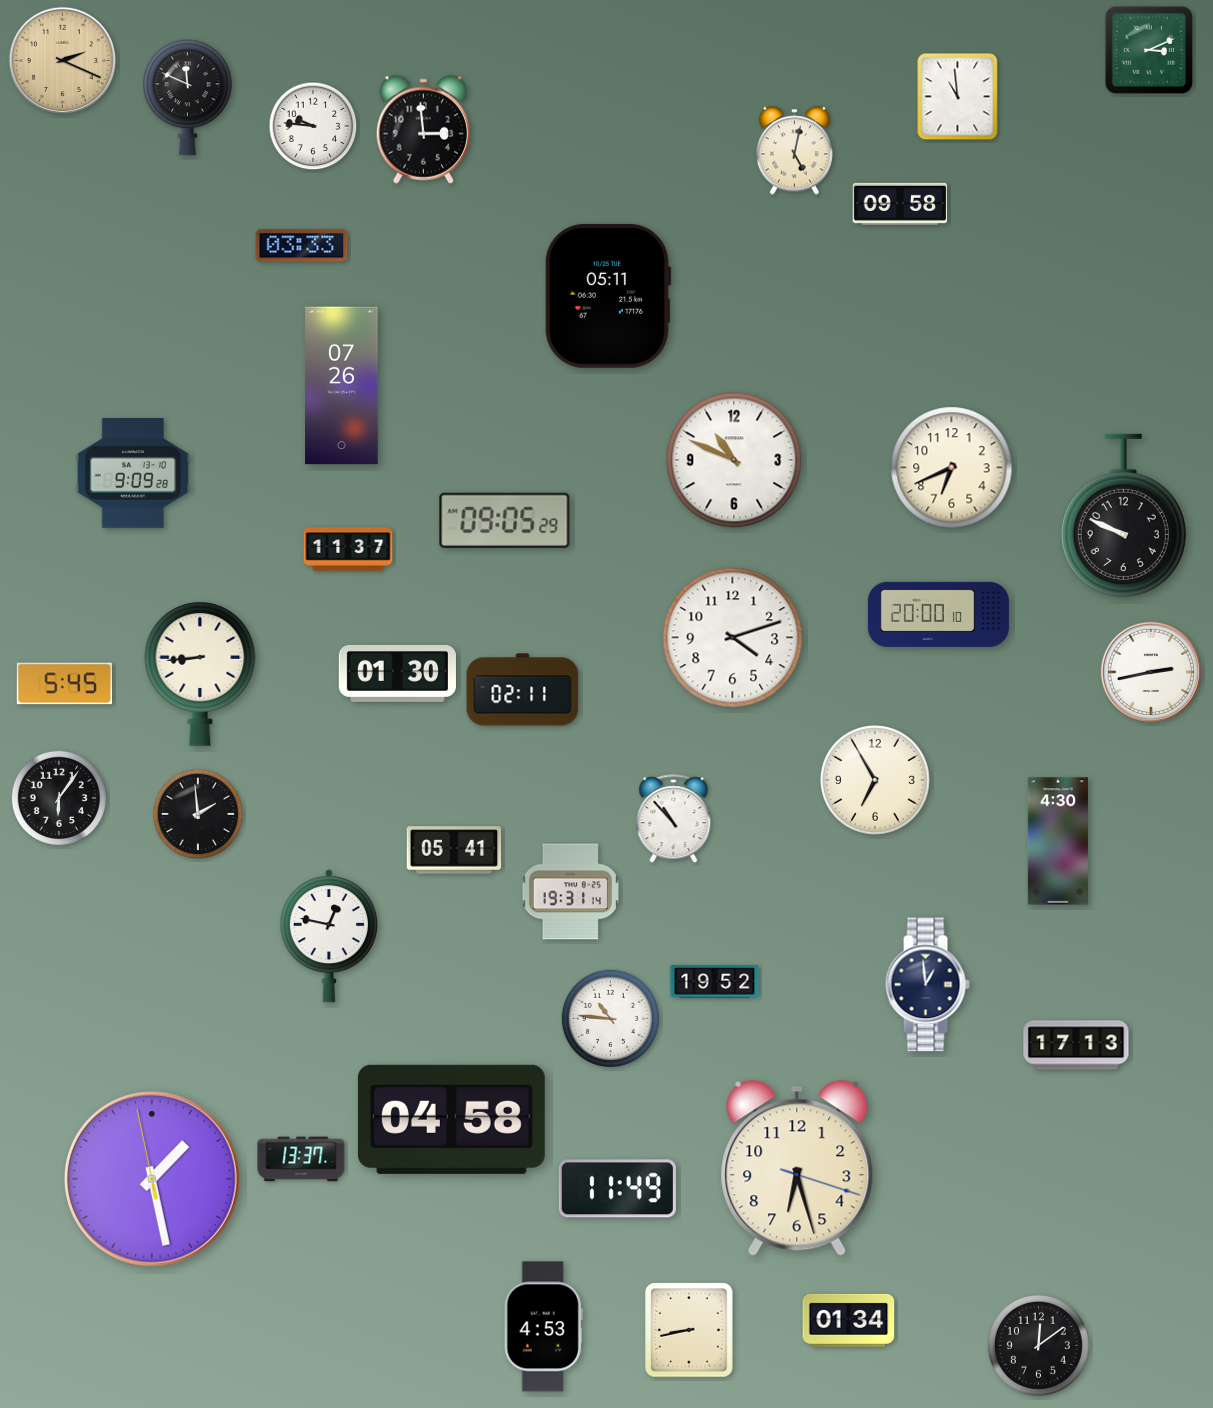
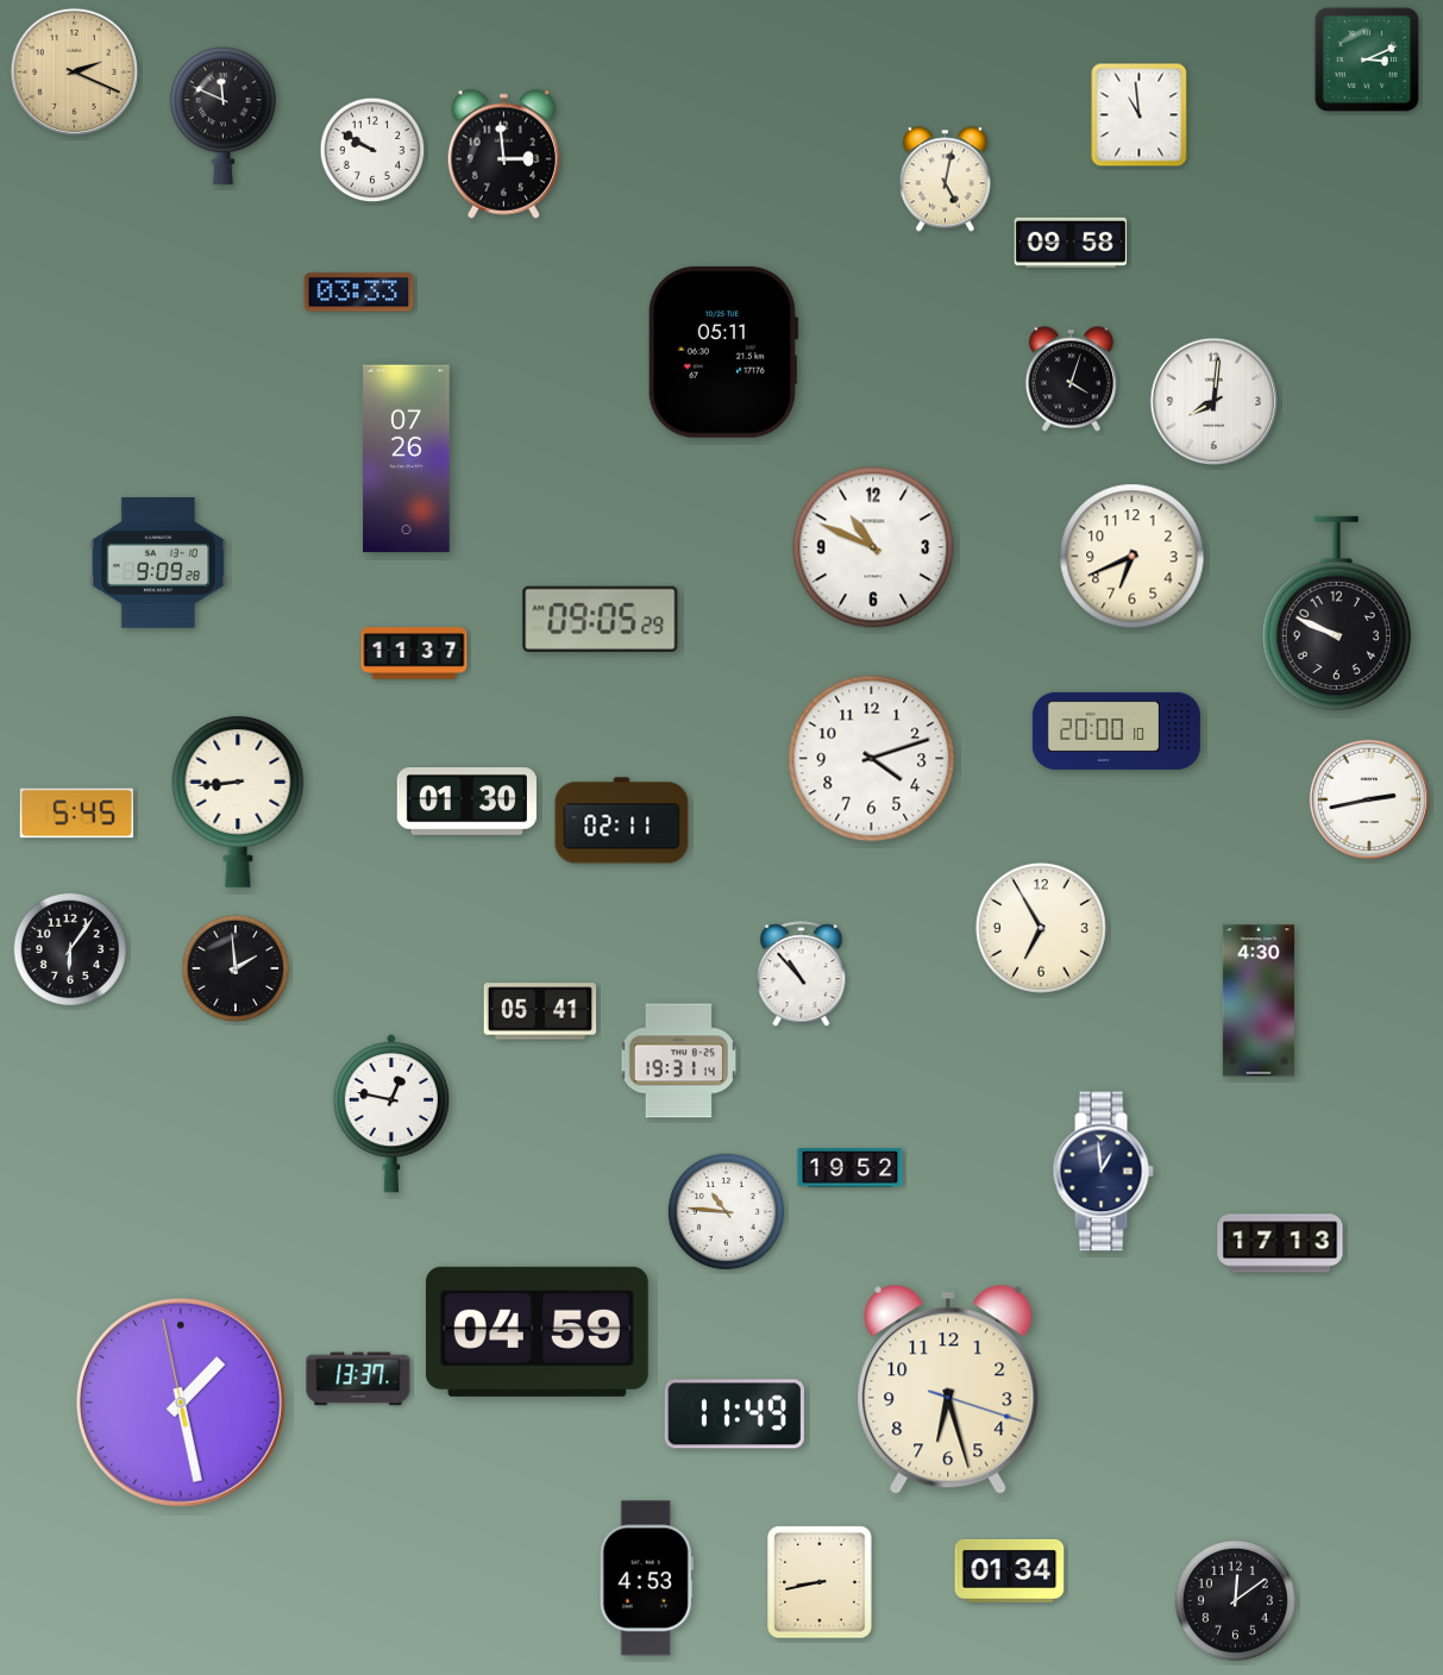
clock at (313, 126): 9:46 -> 9:50
clock at (1071, 379): none -> 4:03
clock at (1213, 401): none -> 8:01
clock at (397, 673) position: (397, 673) -> (466, 801)
clock at (451, 1119): 04:58 -> 04:59
